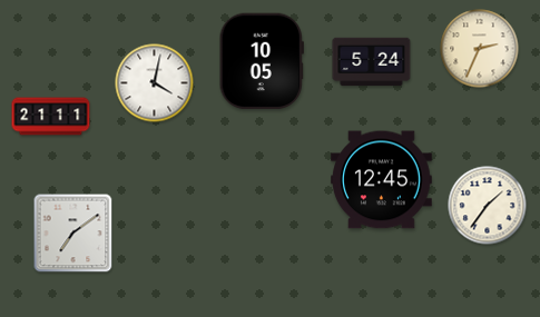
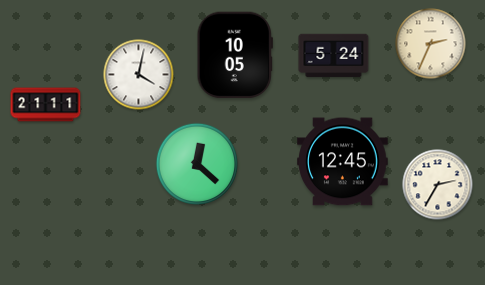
clock at (197, 164): none -> 12:22
clock at (488, 206): 1:36 -> 2:35
clock at (73, 234): 7:09 -> none
